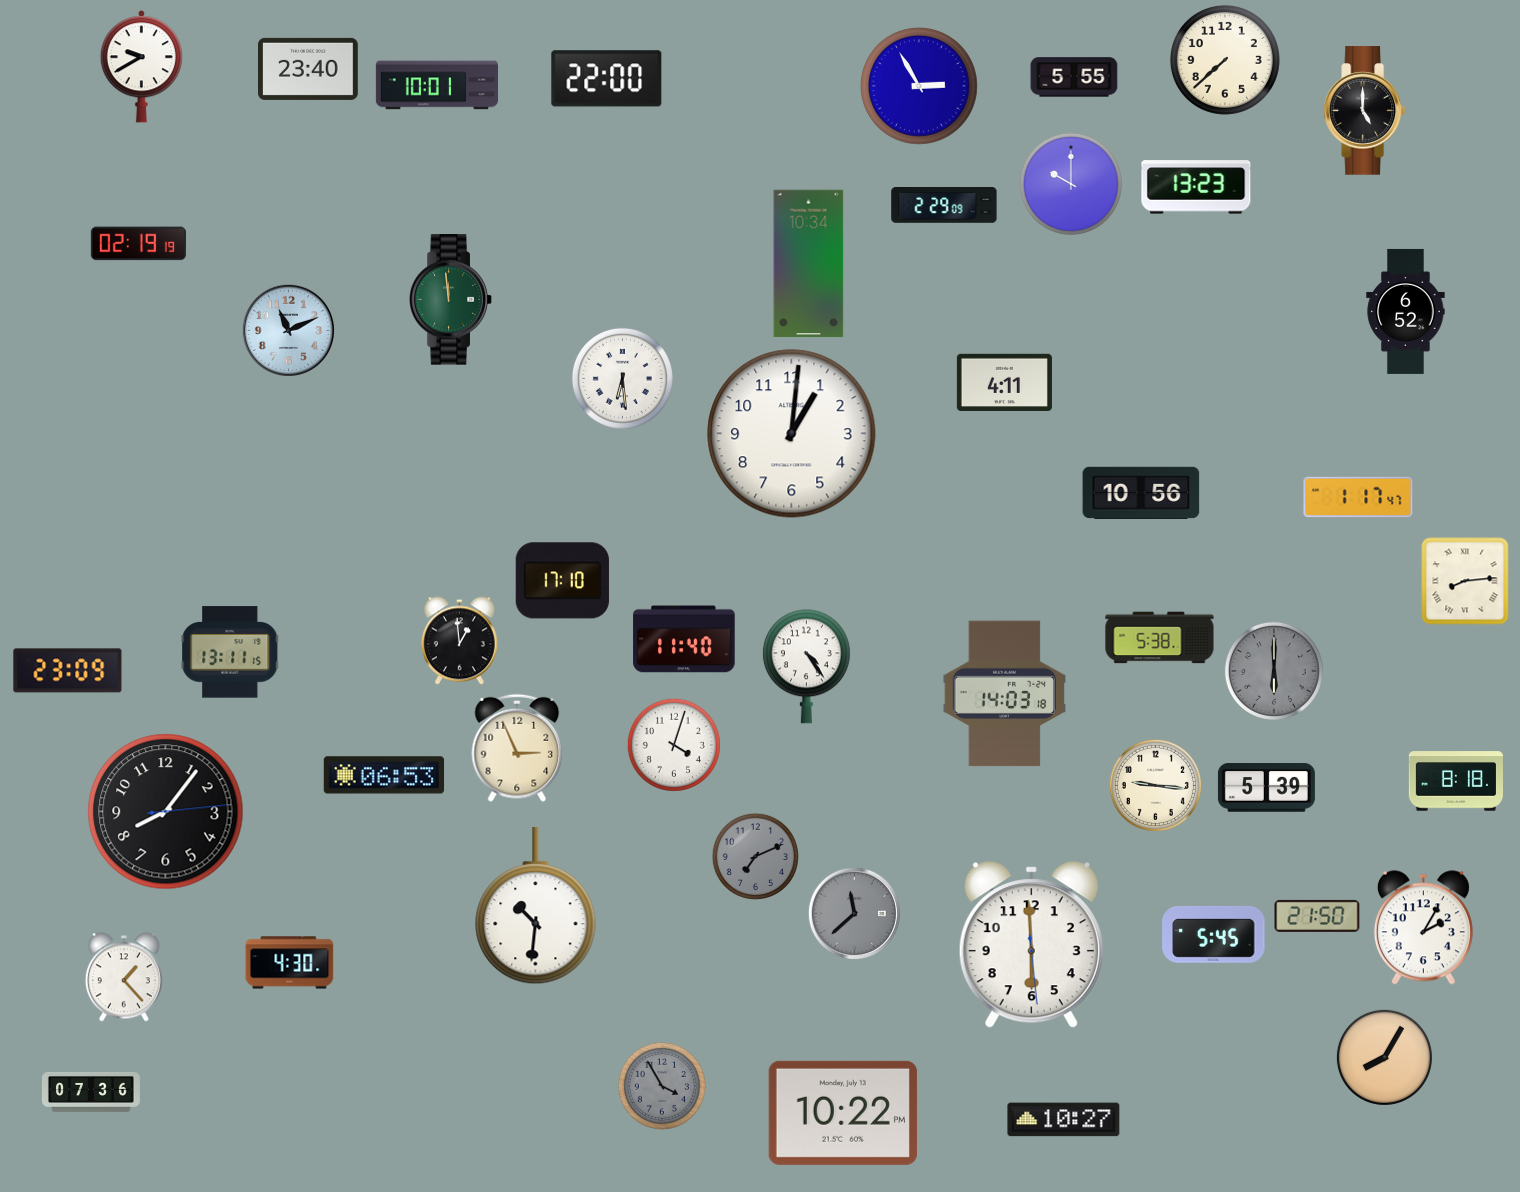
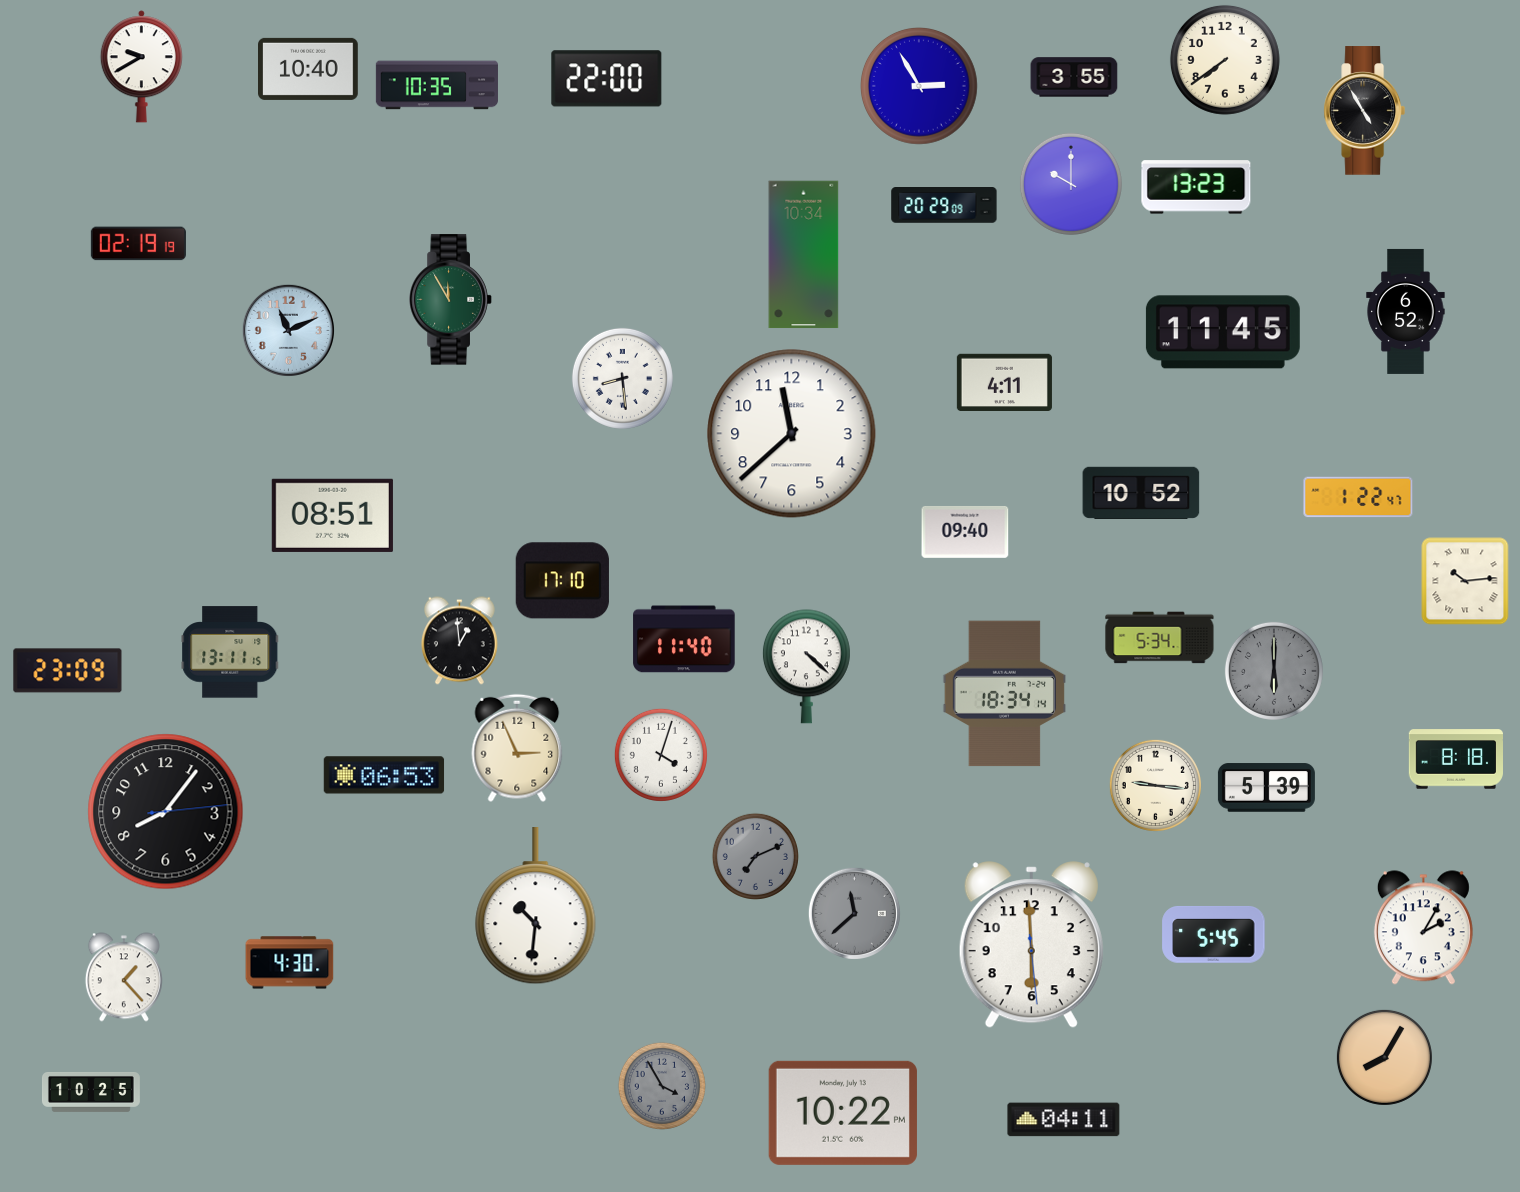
clock at (1225, 60): 7:38 -> 7:39
clock at (309, 69): 23:40 -> 10:40
clock at (1074, 77): 5:55 -> 3:55
clock at (437, 85): 10:01 -> 10:35
clock at (1364, 111): 5:00 -> 4:55
clock at (944, 206): 2:29 -> 20:29
clock at (809, 264) position: (809, 264) -> (804, 255)
clock at (451, 300): 11:59 -> 11:55
clock at (1223, 332): none -> 11:45
clock at (622, 378): 6:29 -> 8:29
clock at (792, 434): 1:01 -> 11:38
clock at (1141, 493): 10:56 -> 10:52
clock at (1358, 497): 1:17 -> 1:22
clock at (332, 515): none -> 08:51
clock at (965, 532): none -> 09:40
clock at (1465, 581): 8:14 -> 10:14
clock at (1160, 638): 5:38 -> 5:34
clock at (806, 667): 4:24 -> 4:22
clock at (1004, 694): 14:03 -> 18:34
clock at (674, 745) position: (674, 745) -> (661, 755)
clock at (1455, 781) position: (1455, 781) -> (1455, 759)
clock at (1317, 916): 21:50 -> none
clock at (91, 1093): 07:36 -> 10:25
clock at (1064, 1120): 10:27 -> 04:11
